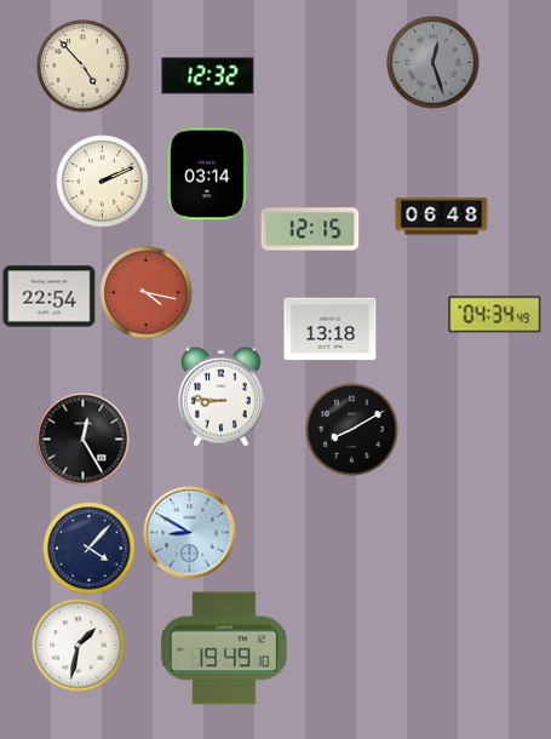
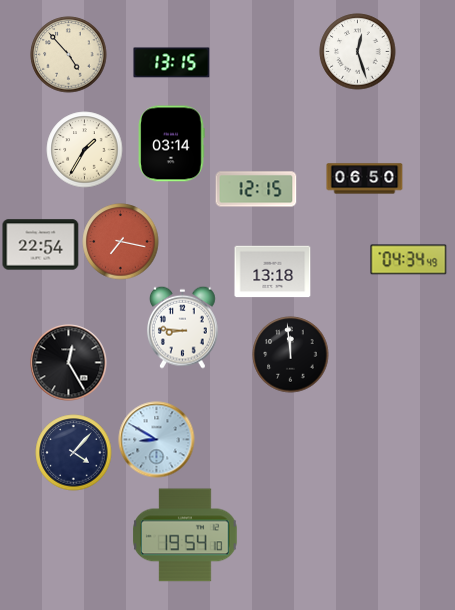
clock at (434, 63) dial: grey -> white
clock at (208, 76): 12:32 -> 13:15
clock at (103, 182): 2:11 -> 1:35
clock at (442, 217): 06:48 -> 06:50
clock at (147, 293): 4:17 -> 7:17
clock at (352, 430): 8:10 -> 11:59
clock at (79, 646): 1:32 -> none
clock at (225, 648): 19:49 -> 19:54
